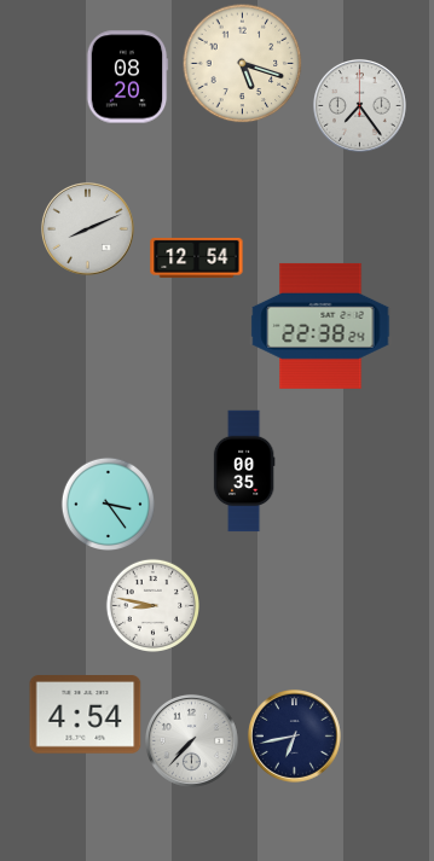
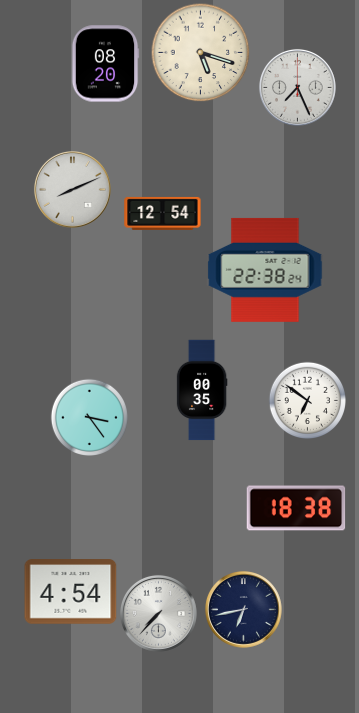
clock at (359, 105): 7:24 -> 7:26
clock at (307, 400): none -> 6:51
clock at (152, 605): 8:47 -> none
clock at (296, 508): none -> 18:38
